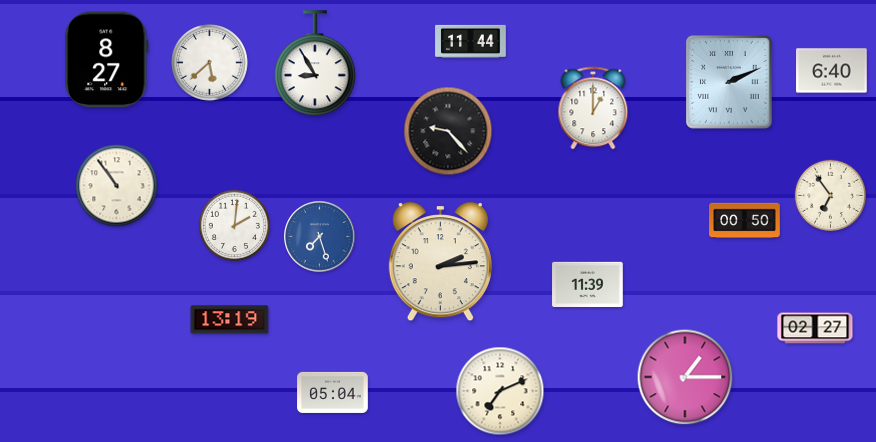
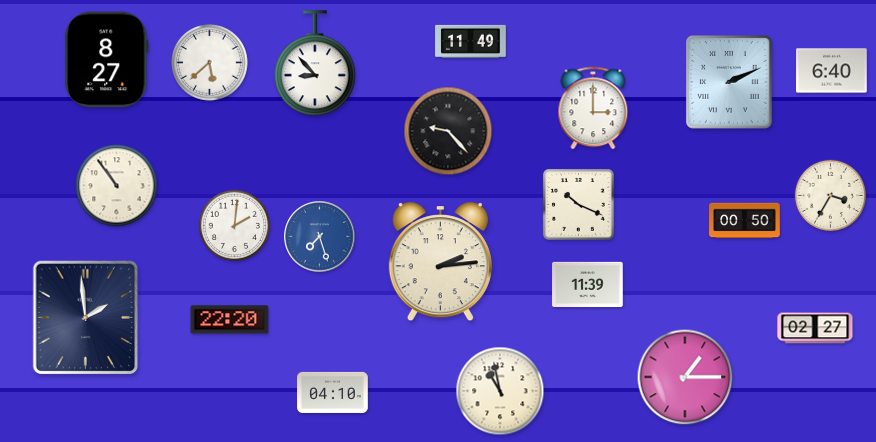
clock at (471, 41): 11:44 -> 11:49
clock at (315, 64): 8:55 -> 8:53
clock at (593, 108): 1:00 -> 3:00
clock at (830, 195): 6:54 -> 3:35
clock at (578, 204): none -> 10:19
clock at (86, 318): none -> 1:59
clock at (230, 320): 13:19 -> 22:20
clock at (500, 391): 7:11 -> 10:58
clock at (333, 392): 05:04 -> 04:10
